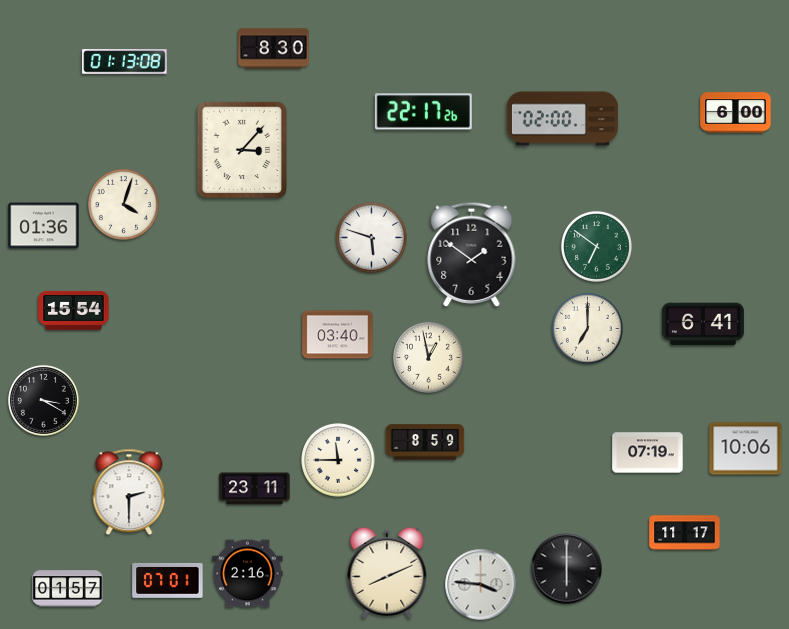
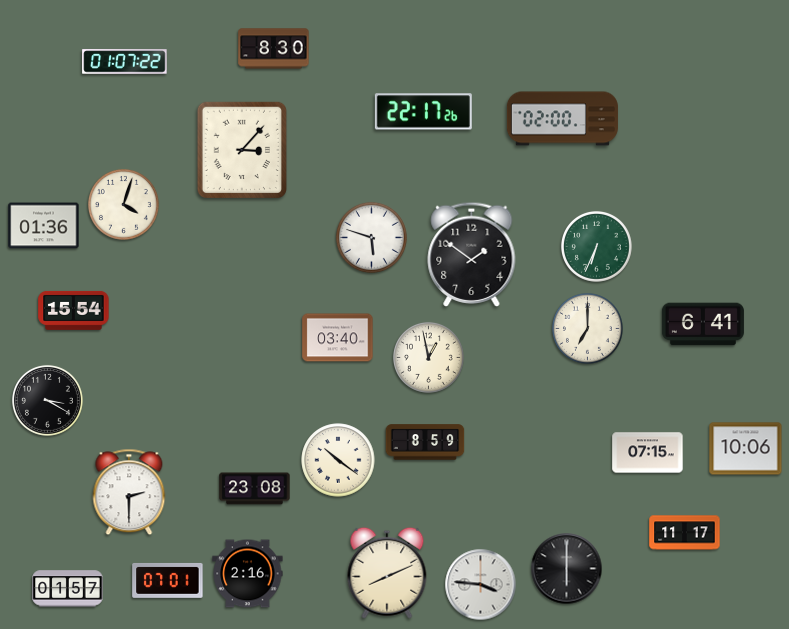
clock at (125, 62): 01:13 -> 01:07
clock at (736, 113): 6:00 -> none
clock at (596, 246): 6:51 -> 6:34
clock at (338, 335) position: (338, 335) -> (338, 338)
clock at (43, 400) position: (43, 400) -> (47, 400)
clock at (648, 453): 07:19 -> 07:15
clock at (338, 460): 11:45 -> 10:21
clock at (255, 489): 23:11 -> 23:08
